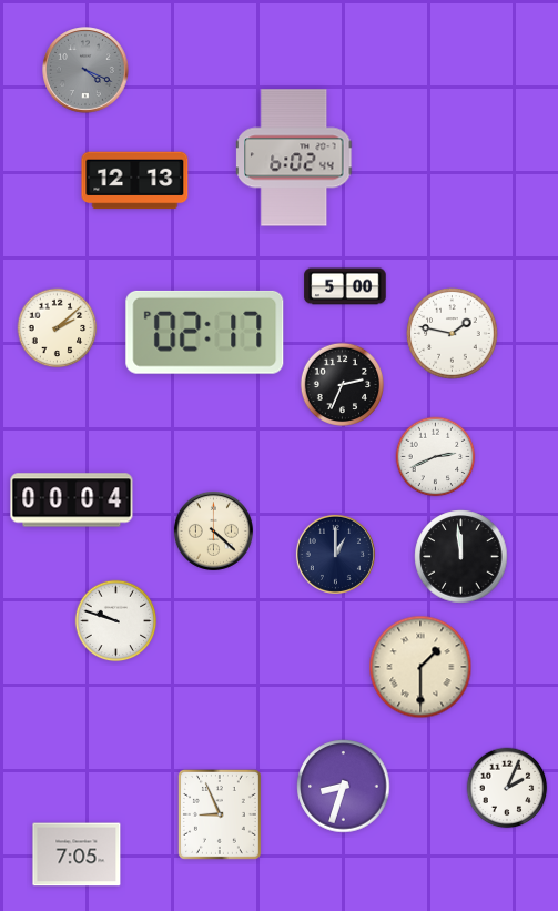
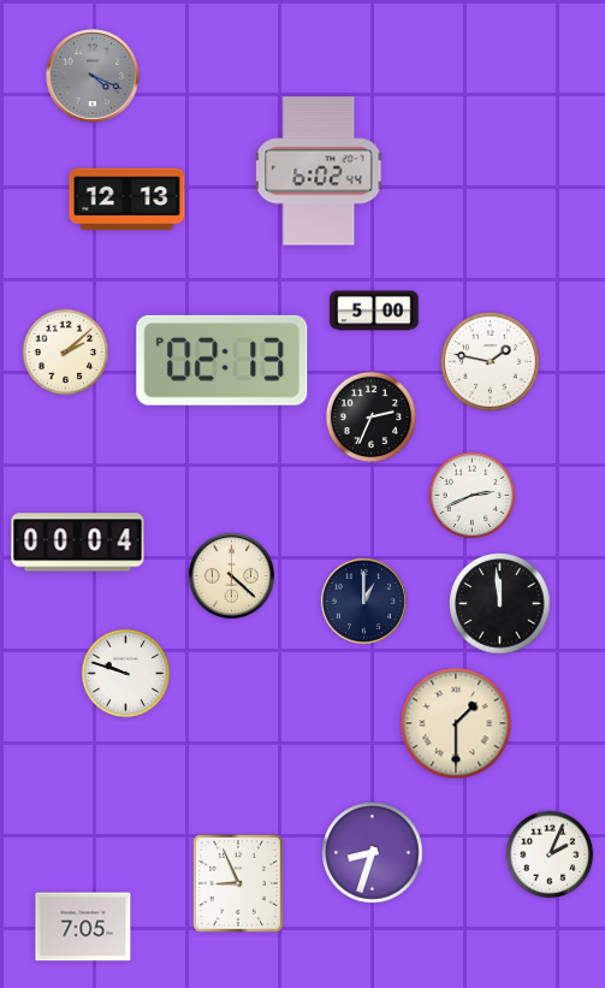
clock at (135, 181) position: (135, 181) -> (127, 200)
clock at (58, 328) position: (58, 328) -> (66, 353)
clock at (205, 332): 02:17 -> 02:13
